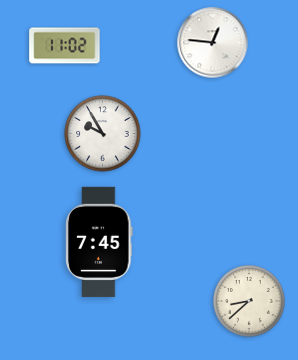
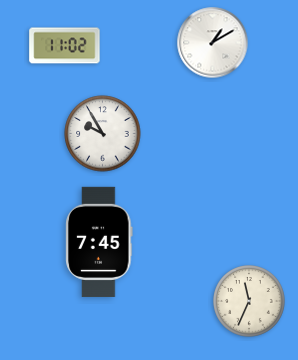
clock at (213, 43): 12:46 -> 1:10
clock at (250, 302): 8:38 -> 11:34
